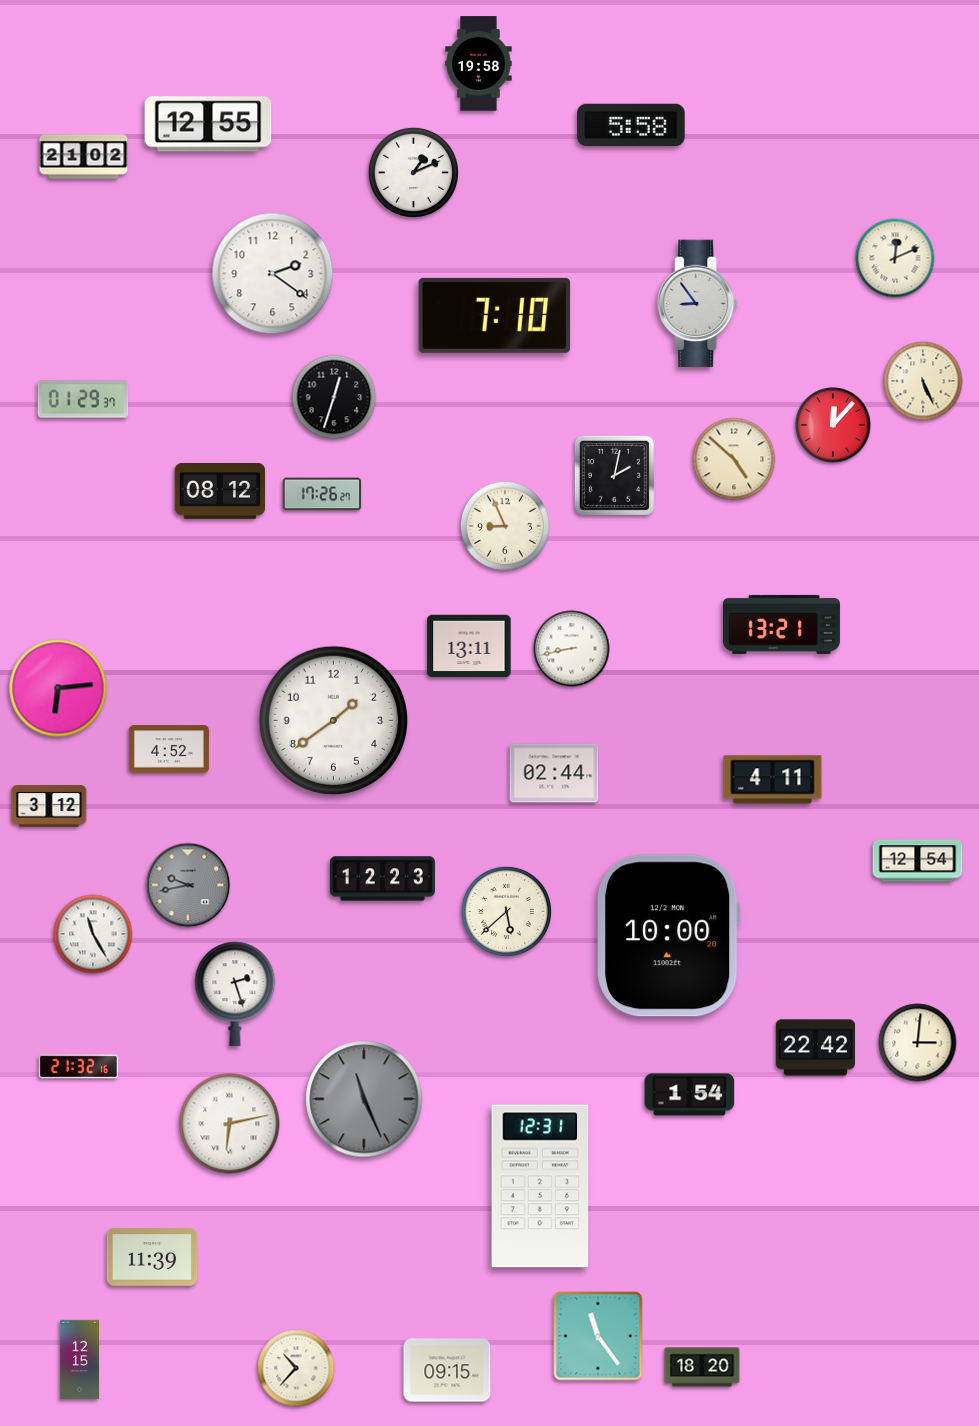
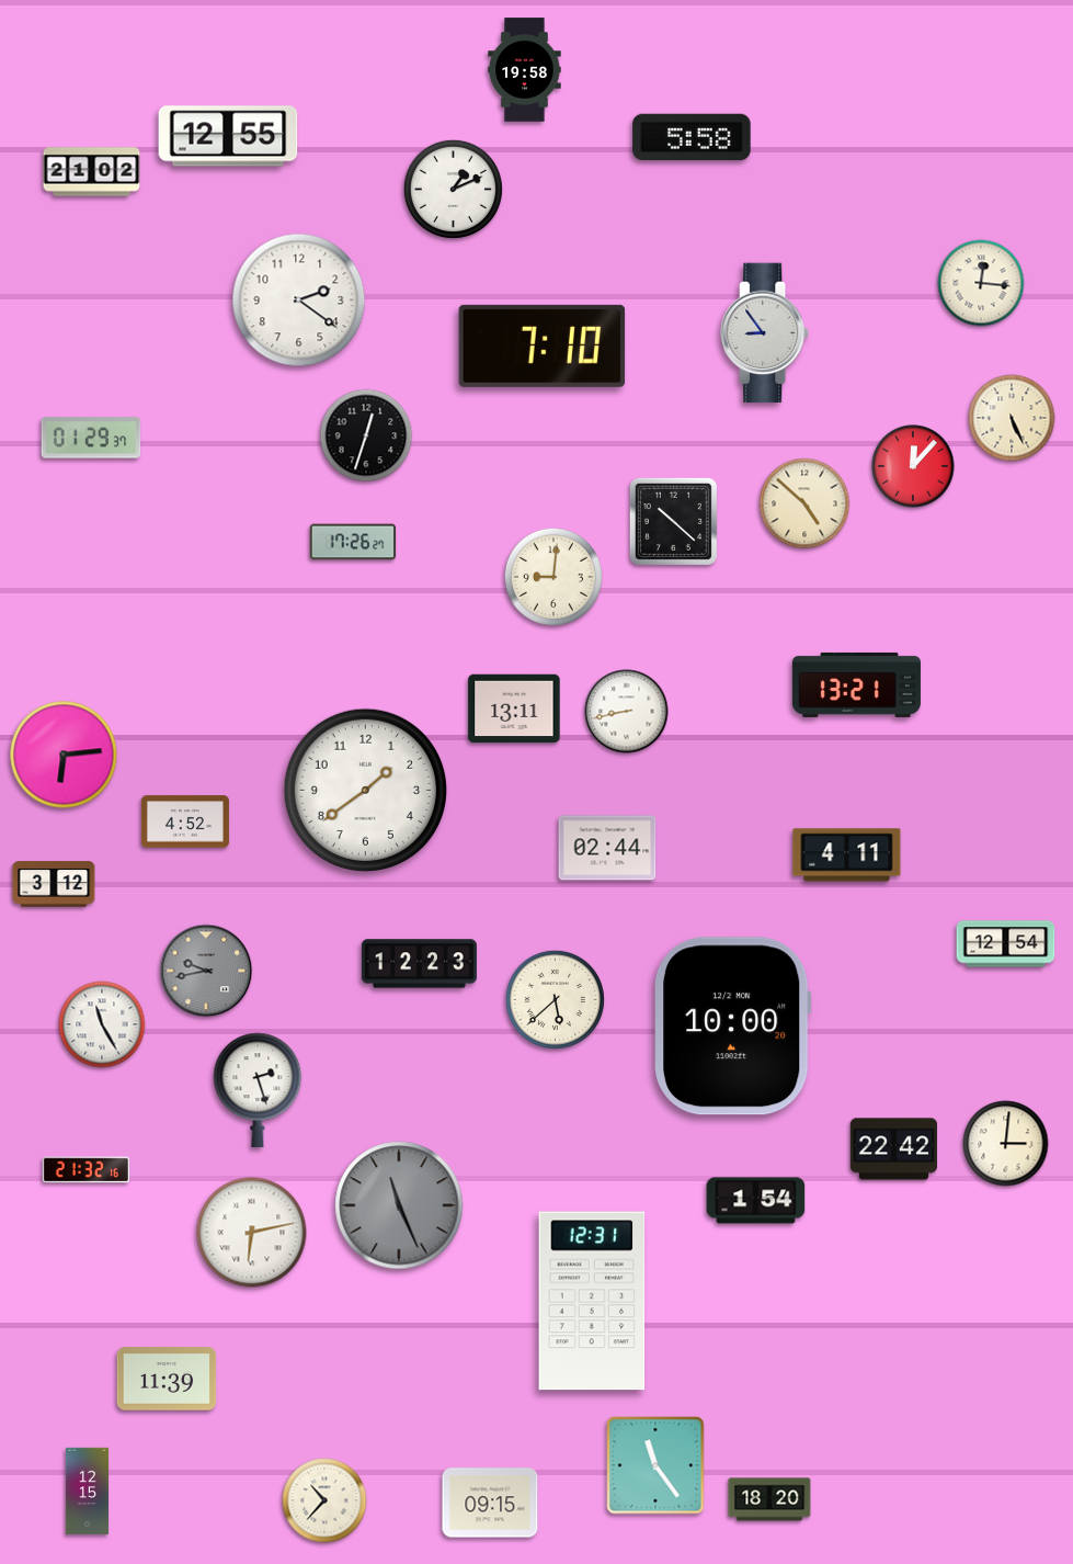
clock at (895, 258): 12:11 -> 12:16
clock at (614, 475): 2:02 -> 10:22
clock at (220, 491): 08:12 -> none
clock at (504, 525): 8:56 -> 9:01
